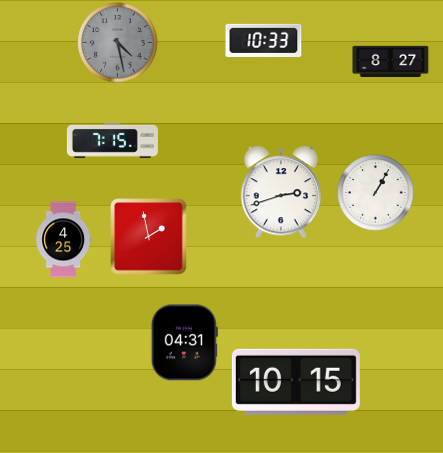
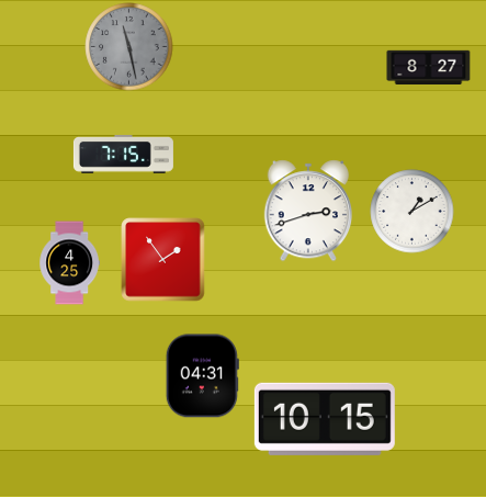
clock at (264, 40): 10:33 -> none
clock at (118, 43): 4:28 -> 11:28
clock at (376, 193): 1:05 -> 1:10
clock at (149, 237): 1:58 -> 1:54
